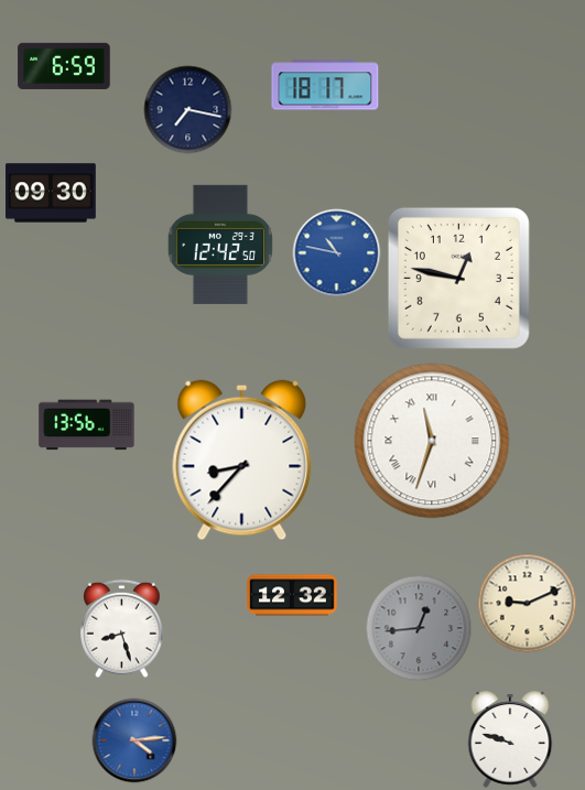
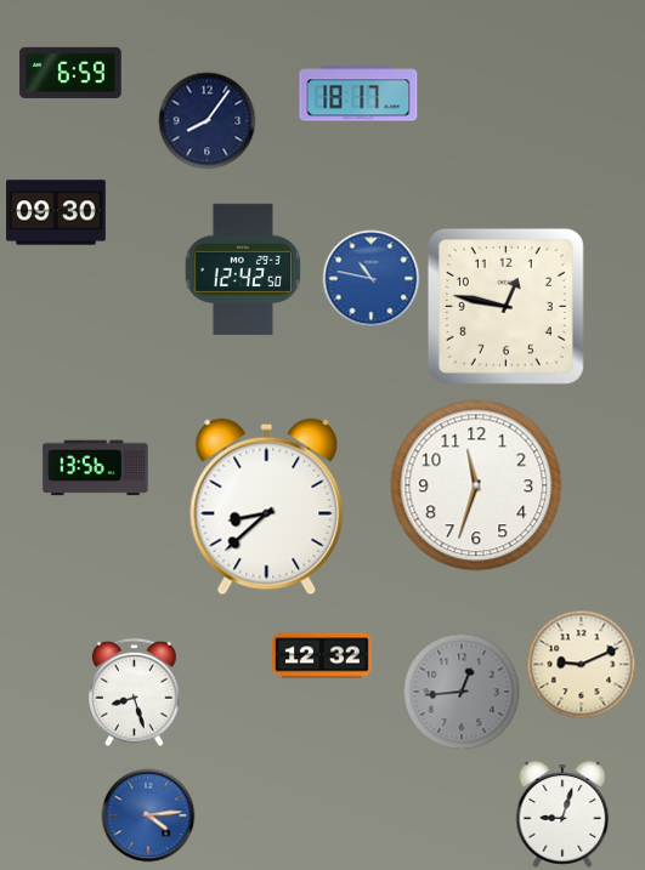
clock at (188, 110): 7:17 -> 8:06
clock at (432, 441) numerals: Roman -> Arabic
clock at (242, 461): 8:37 -> 8:38
clock at (510, 739): 9:48 -> 9:03
